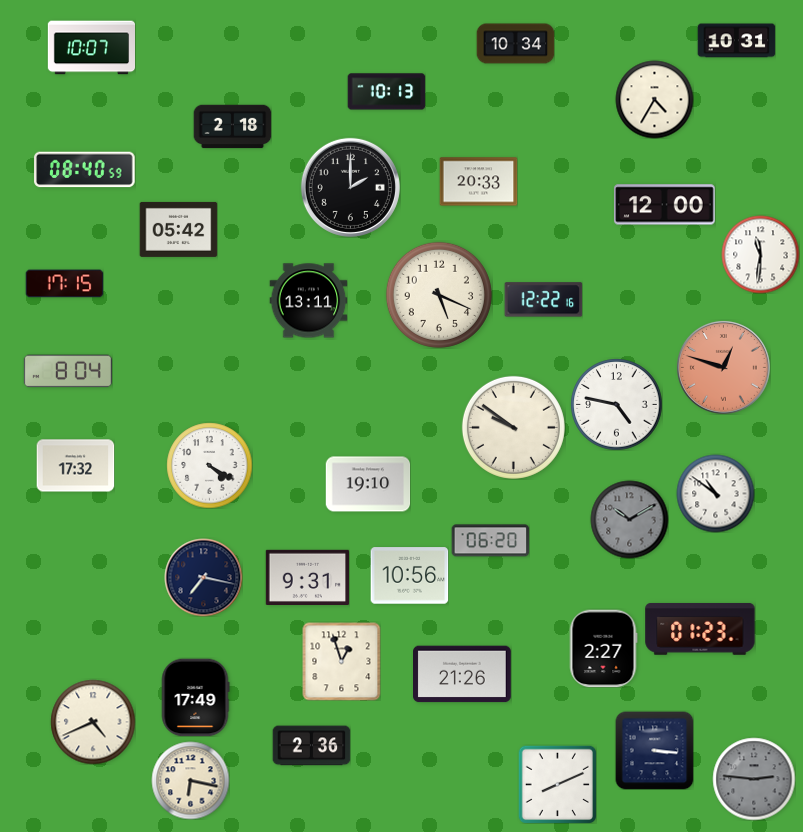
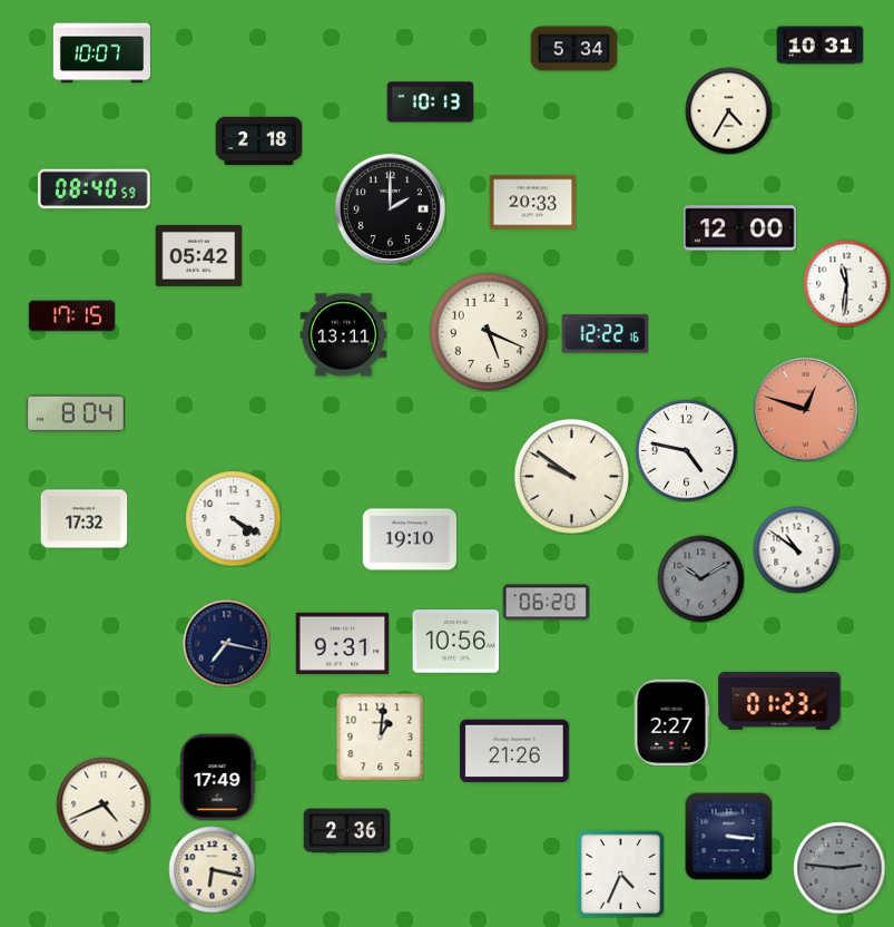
clock at (515, 44): 10:34 -> 5:34
clock at (439, 295) position: (439, 295) -> (489, 332)
clock at (341, 661): 12:57 -> 1:01
clock at (557, 784): 8:11 -> 4:34
